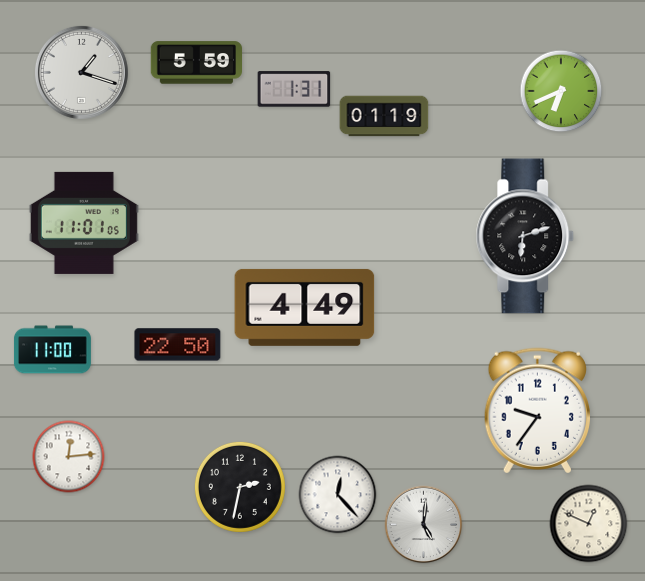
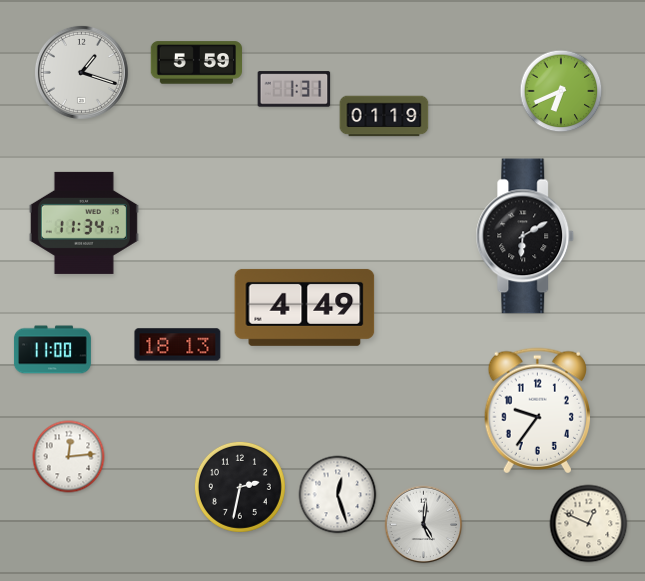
clock at (84, 223): 11:01 -> 11:34
clock at (525, 236): 6:12 -> 6:10
clock at (178, 345): 22:50 -> 18:13
clock at (338, 495): 12:23 -> 12:27
